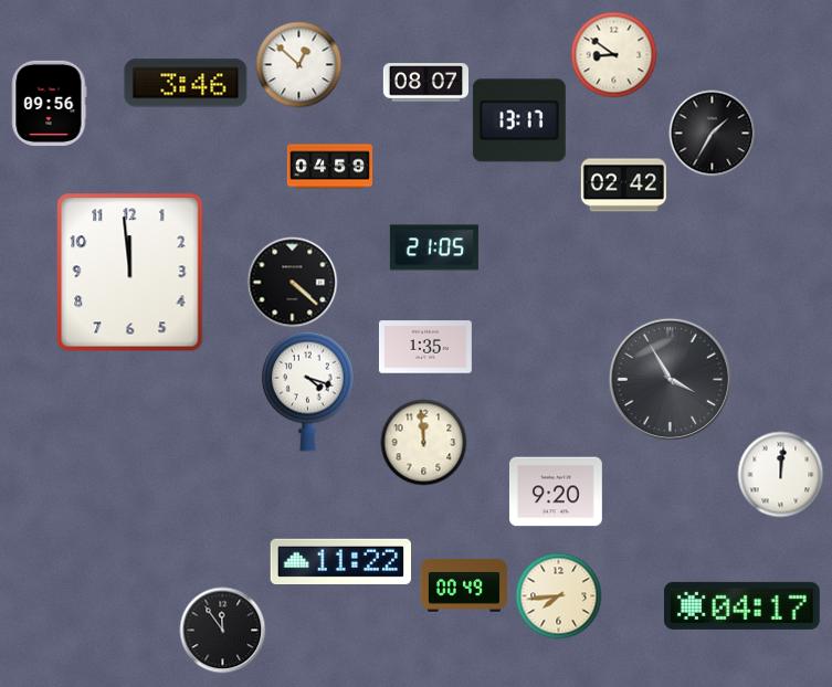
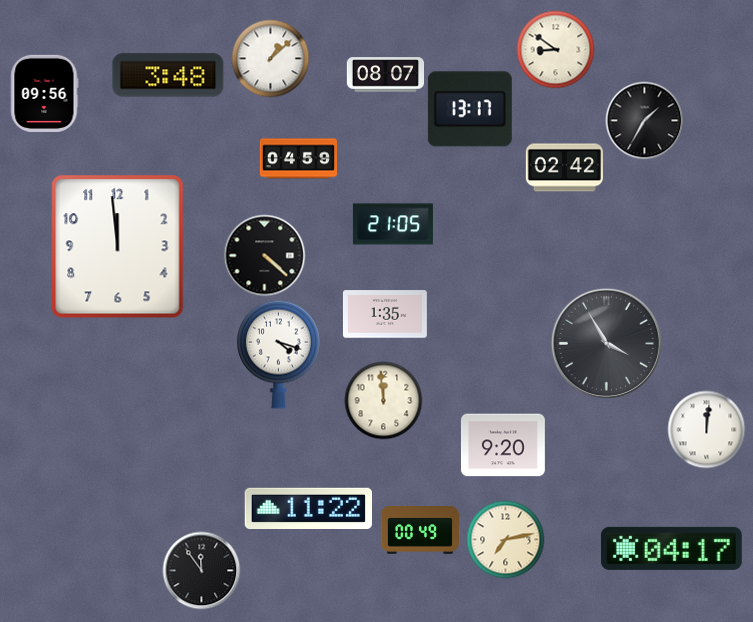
clock at (298, 64): 12:52 -> 1:08
clock at (186, 83): 3:46 -> 3:48
clock at (329, 167) position: (329, 167) -> (298, 159)
clock at (558, 595): 7:44 -> 7:13
